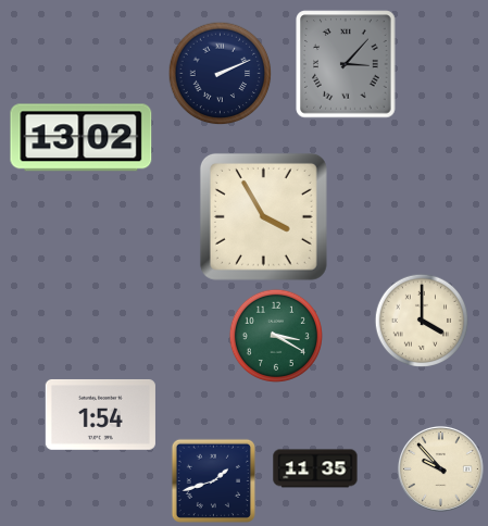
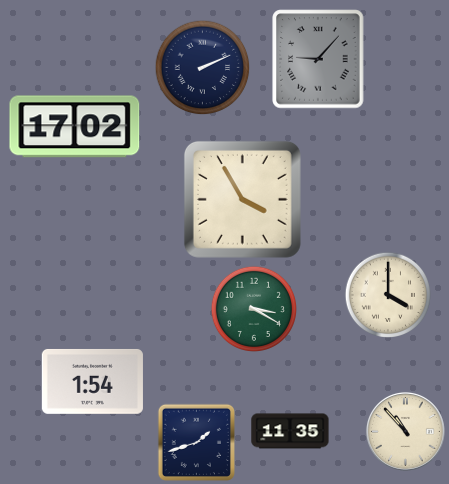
clock at (346, 64): 3:07 -> 9:07
clock at (82, 138): 13:02 -> 17:02
clock at (441, 469): 9:53 -> 10:53
